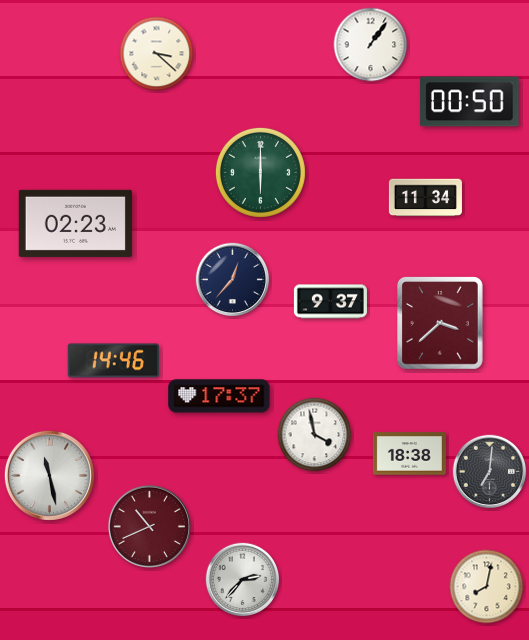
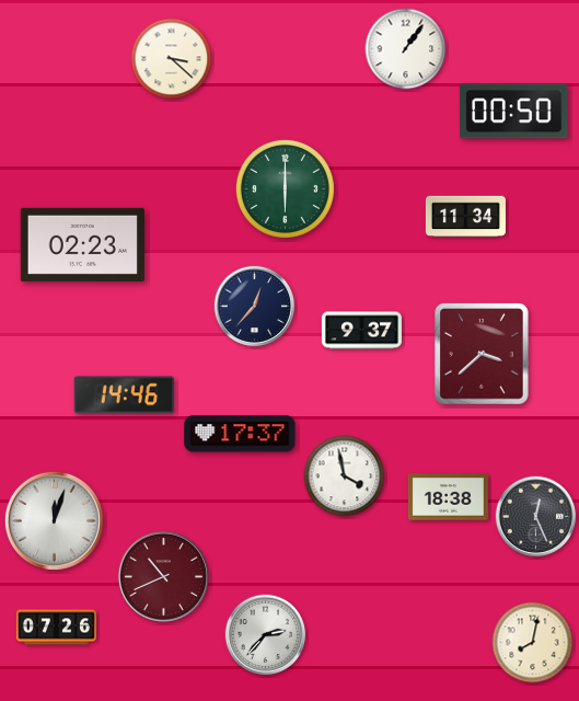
clock at (490, 472): 7:01 -> 12:26
clock at (49, 475): 11:28 -> 12:03
clock at (56, 628): none -> 07:26
